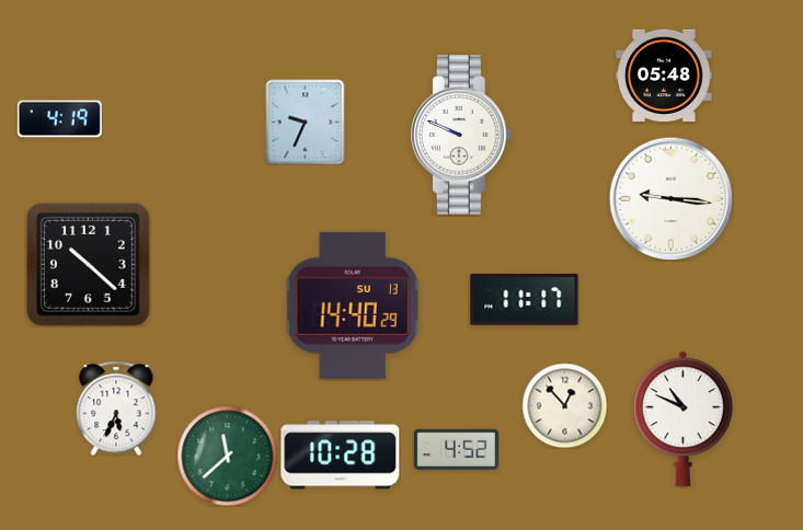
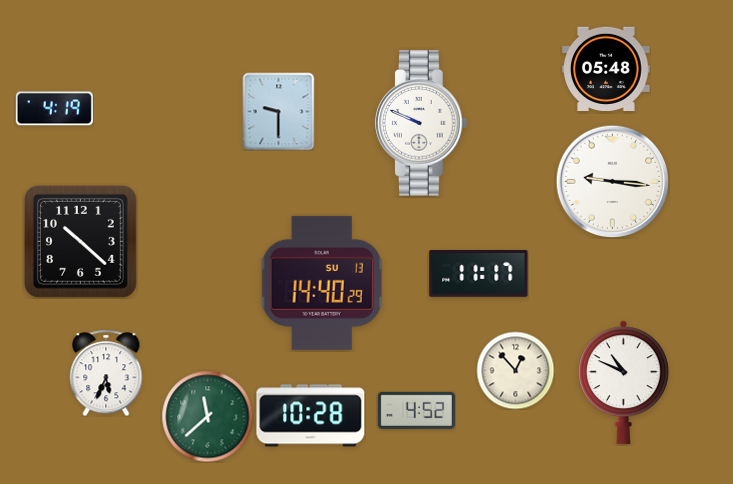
clock at (306, 122): 9:34 -> 9:30
clock at (353, 306) position: (353, 306) -> (322, 283)
